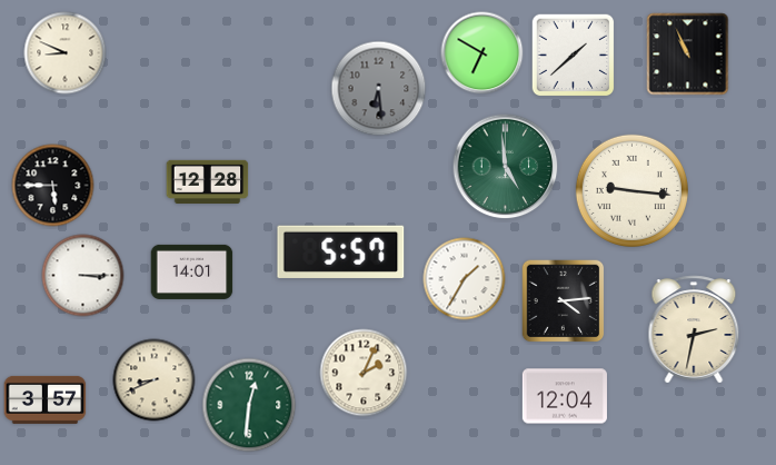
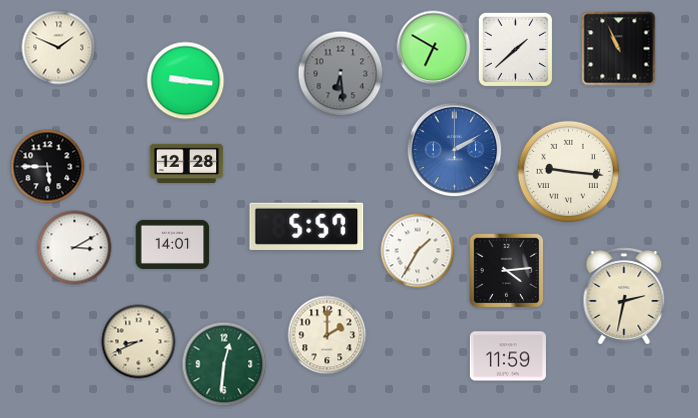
clock at (66, 53): 8:49 -> 1:49
clock at (379, 89) position: (379, 89) -> (341, 74)
clock at (186, 81): none -> 9:16
clock at (506, 167): 4:59 -> 2:10
clock at (506, 167) dial: green -> blue
clock at (83, 276): 3:15 -> 3:10
clock at (364, 373): 2:04 -> 2:00
clock at (565, 396): 12:04 -> 11:59
clock at (46, 399): 3:57 -> none
